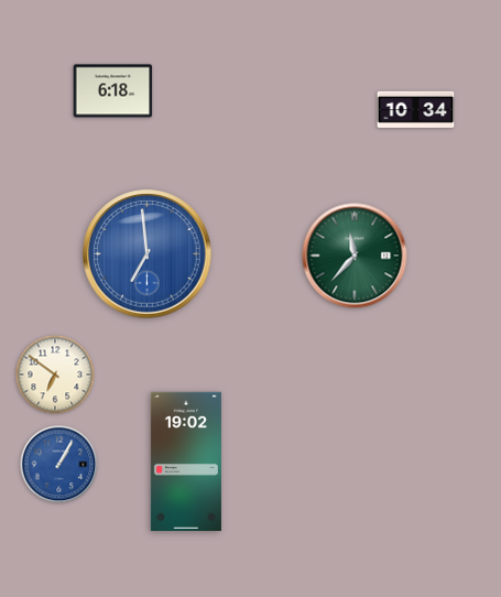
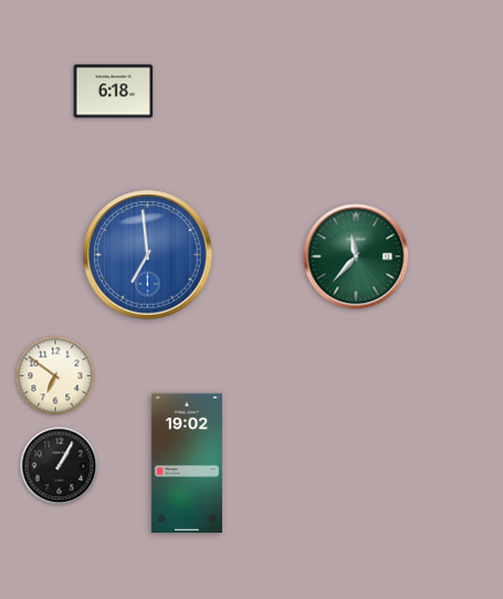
clock at (416, 109): 10:34 -> none
clock at (59, 465) dial: blue -> black
